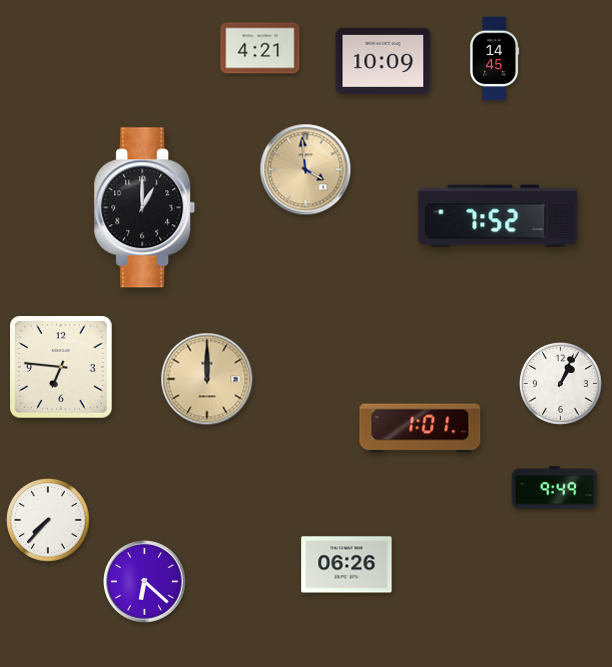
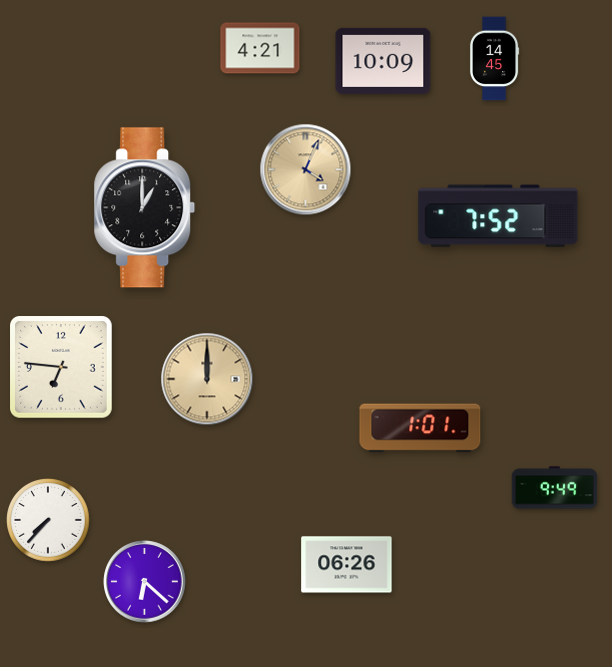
clock at (306, 170): 3:59 -> 4:04
clock at (561, 384): 1:04 -> none
